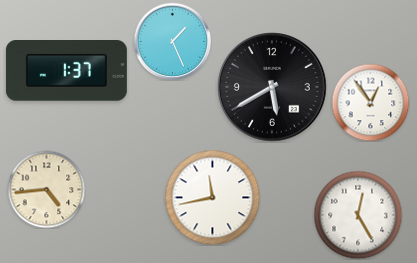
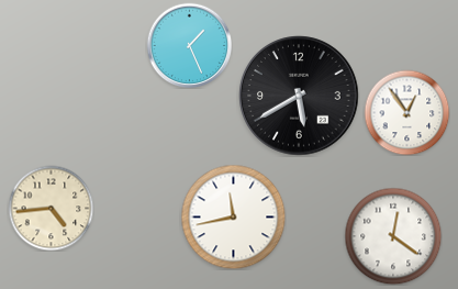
clock at (66, 71): 1:37 -> none
clock at (358, 215): 12:25 -> 12:21
